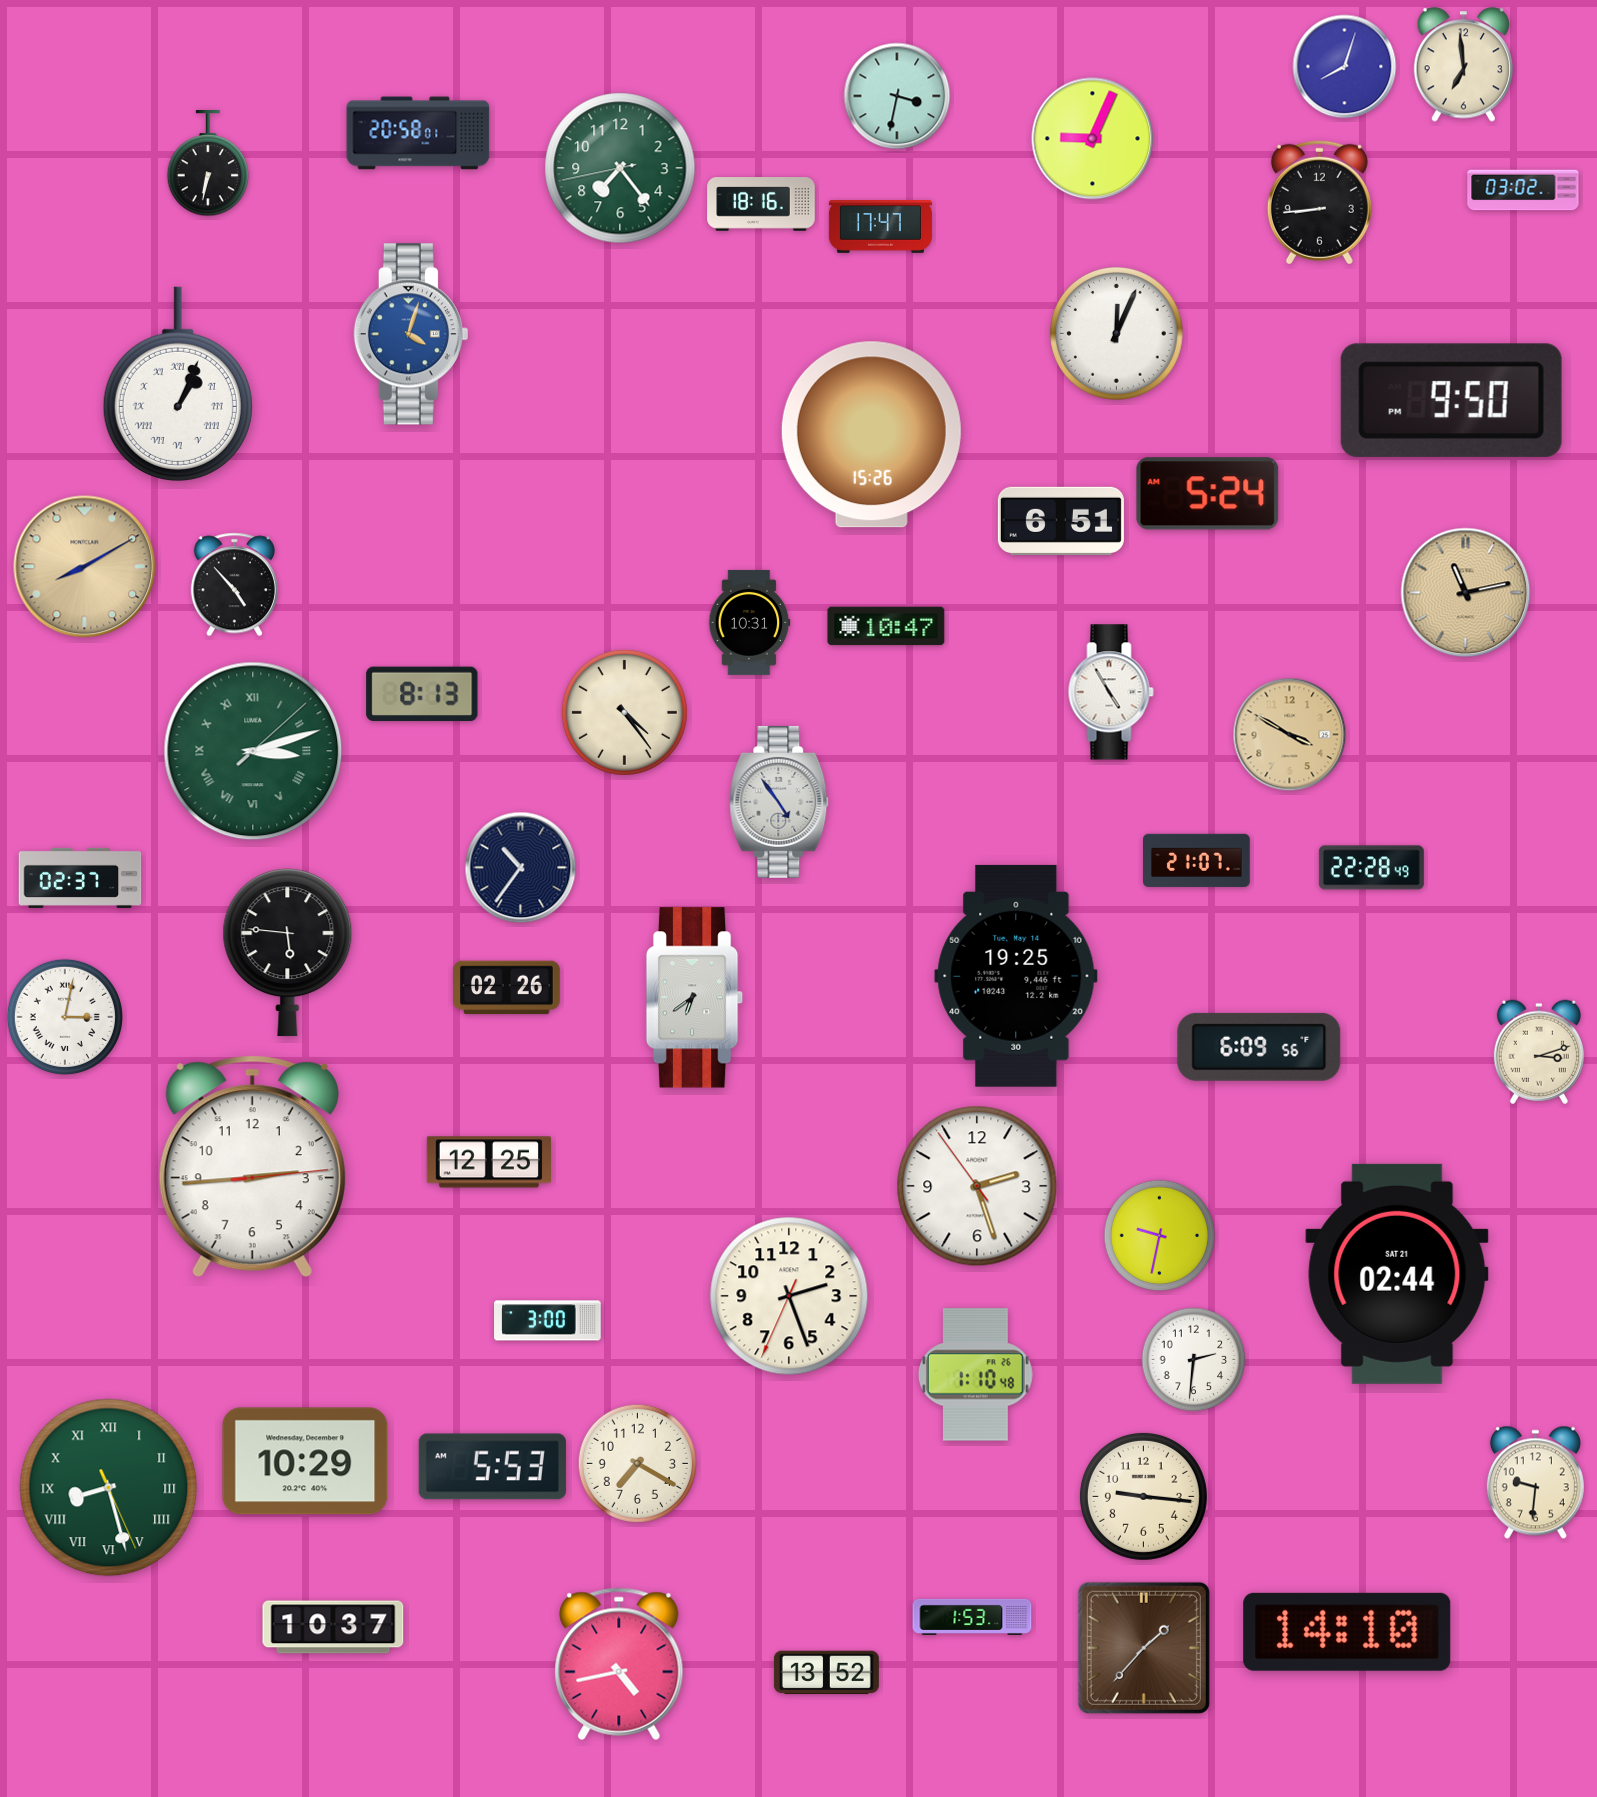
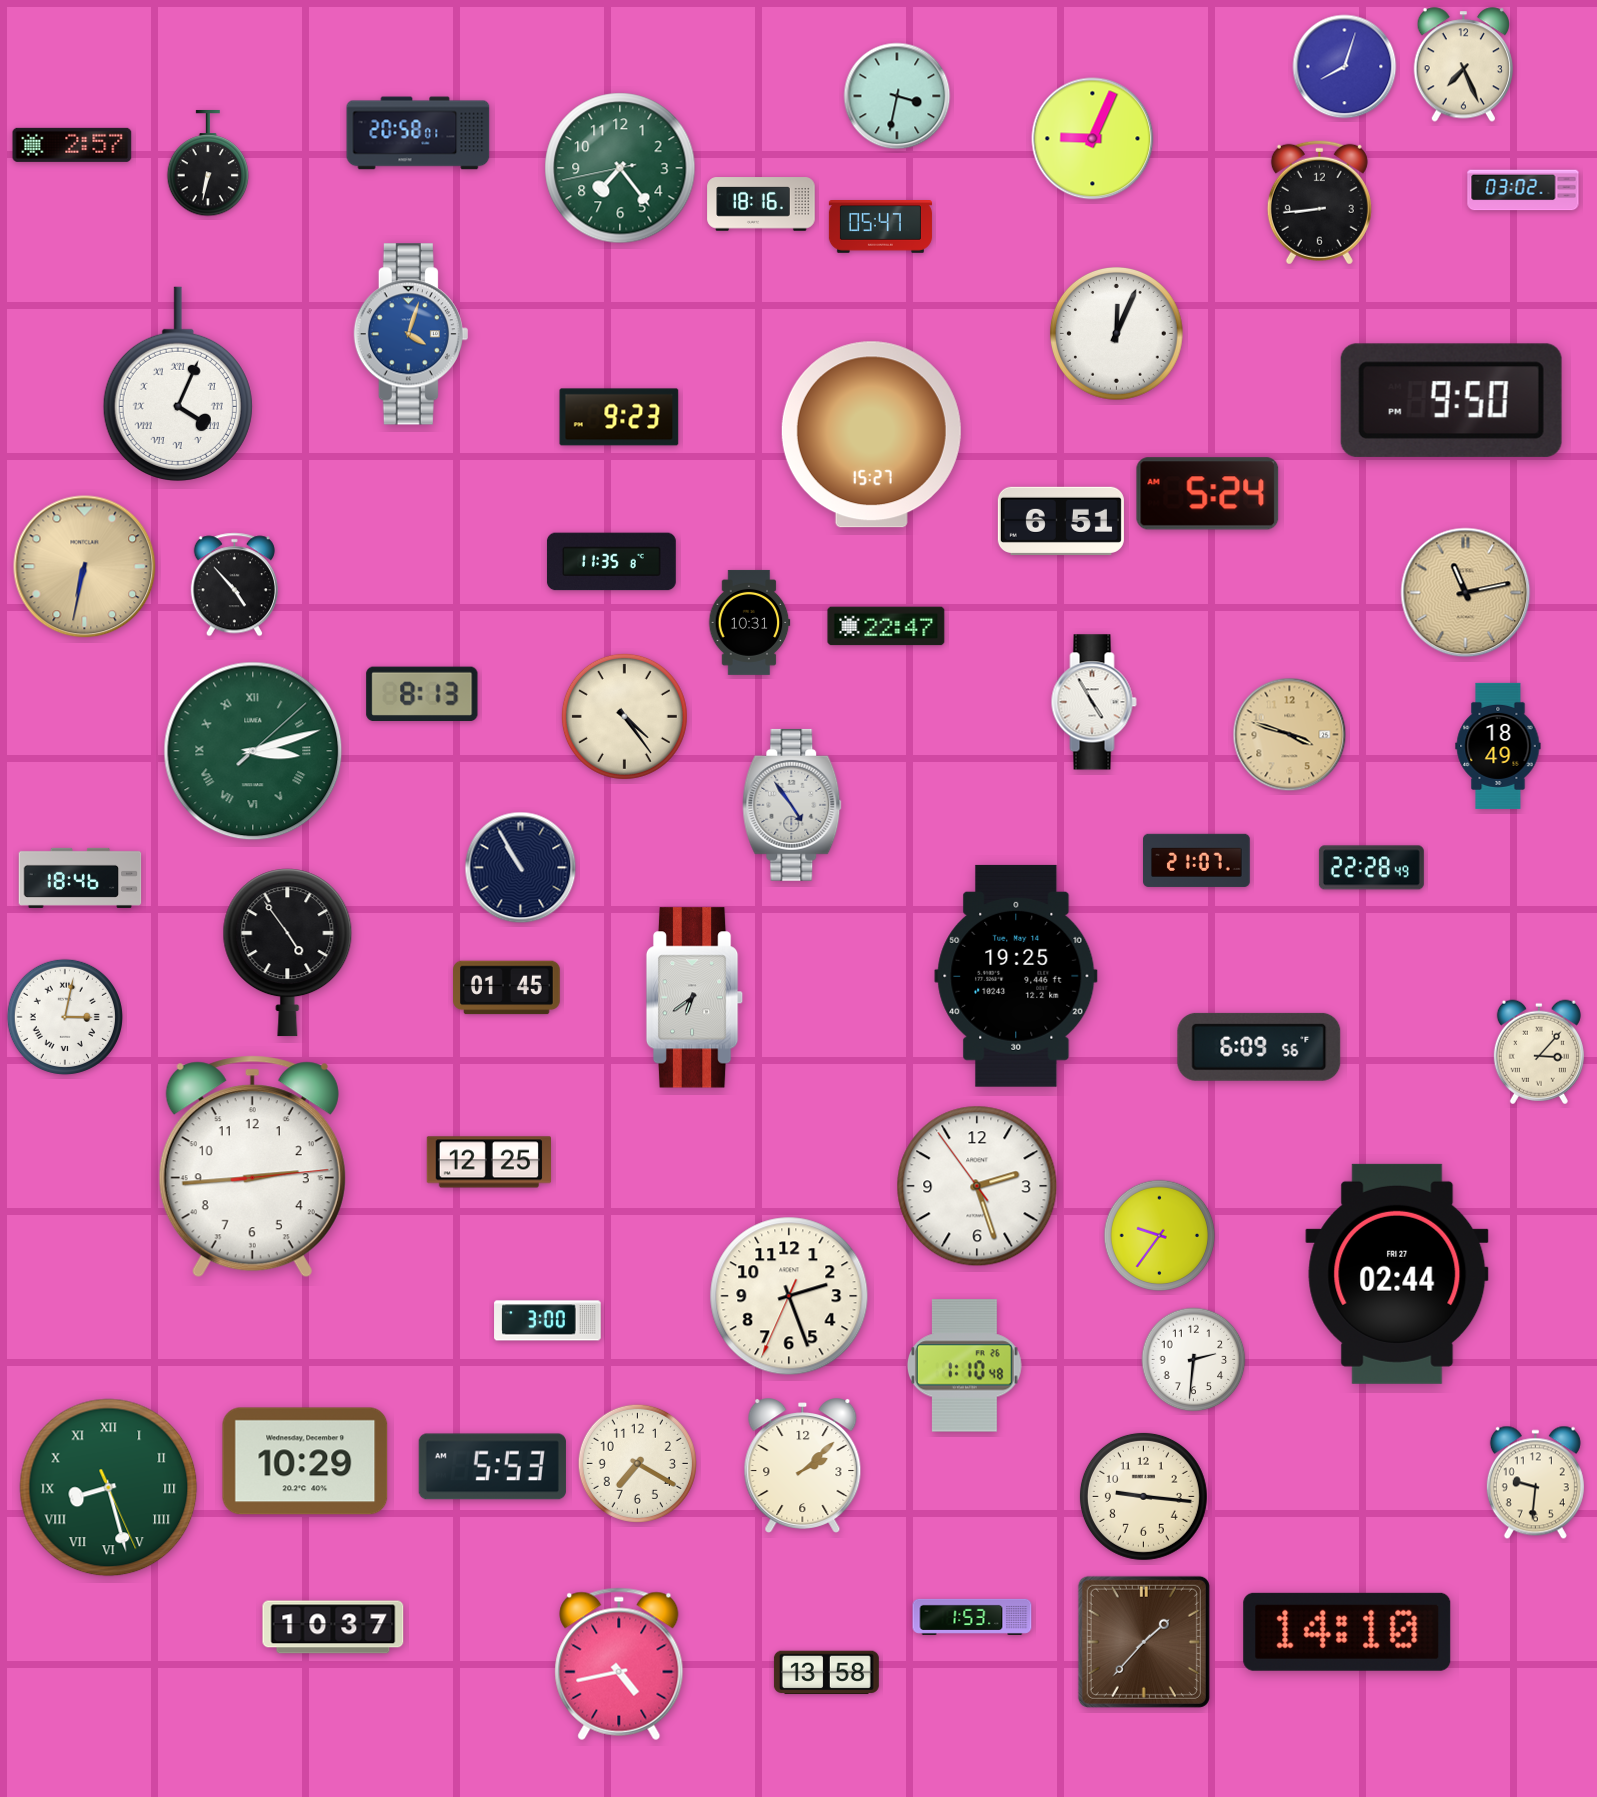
clock at (1463, 65): 6:59 -> 7:26
clock at (72, 145): none -> 2:57
clock at (880, 227): 17:47 -> 05:47
clock at (178, 384): 1:04 -> 4:04
clock at (619, 417): none -> 9:23
clock at (871, 435): 15:26 -> 15:27
clock at (611, 562): none -> 11:35
clock at (85, 567): 8:10 -> 6:32
clock at (886, 626): 10:47 -> 22:47
clock at (1111, 692) position: (1111, 692) -> (1094, 702)
clock at (624, 712) position: (624, 712) -> (624, 716)
clock at (1290, 735): 3:50 -> 3:48
clock at (1498, 746): none -> 18:49
clock at (779, 802) position: (779, 802) -> (792, 805)
clock at (521, 868): 10:36 -> 10:55
clock at (80, 878): 02:37 -> 18:46
clock at (288, 953): 5:46 -> 4:54
clock at (507, 988): 02:26 -> 01:45
clock at (1539, 1052): 3:12 -> 3:07
clock at (1160, 1236): 9:32 -> 9:36
clock at (1397, 1274) date: SAT 21 -> FRI 27
clock at (975, 1375) position: (975, 1375) -> (964, 1366)
clock at (803, 1466): none -> 2:08
clock at (1144, 1648) position: (1144, 1648) -> (1144, 1642)
clock at (826, 1673): 13:52 -> 13:58
